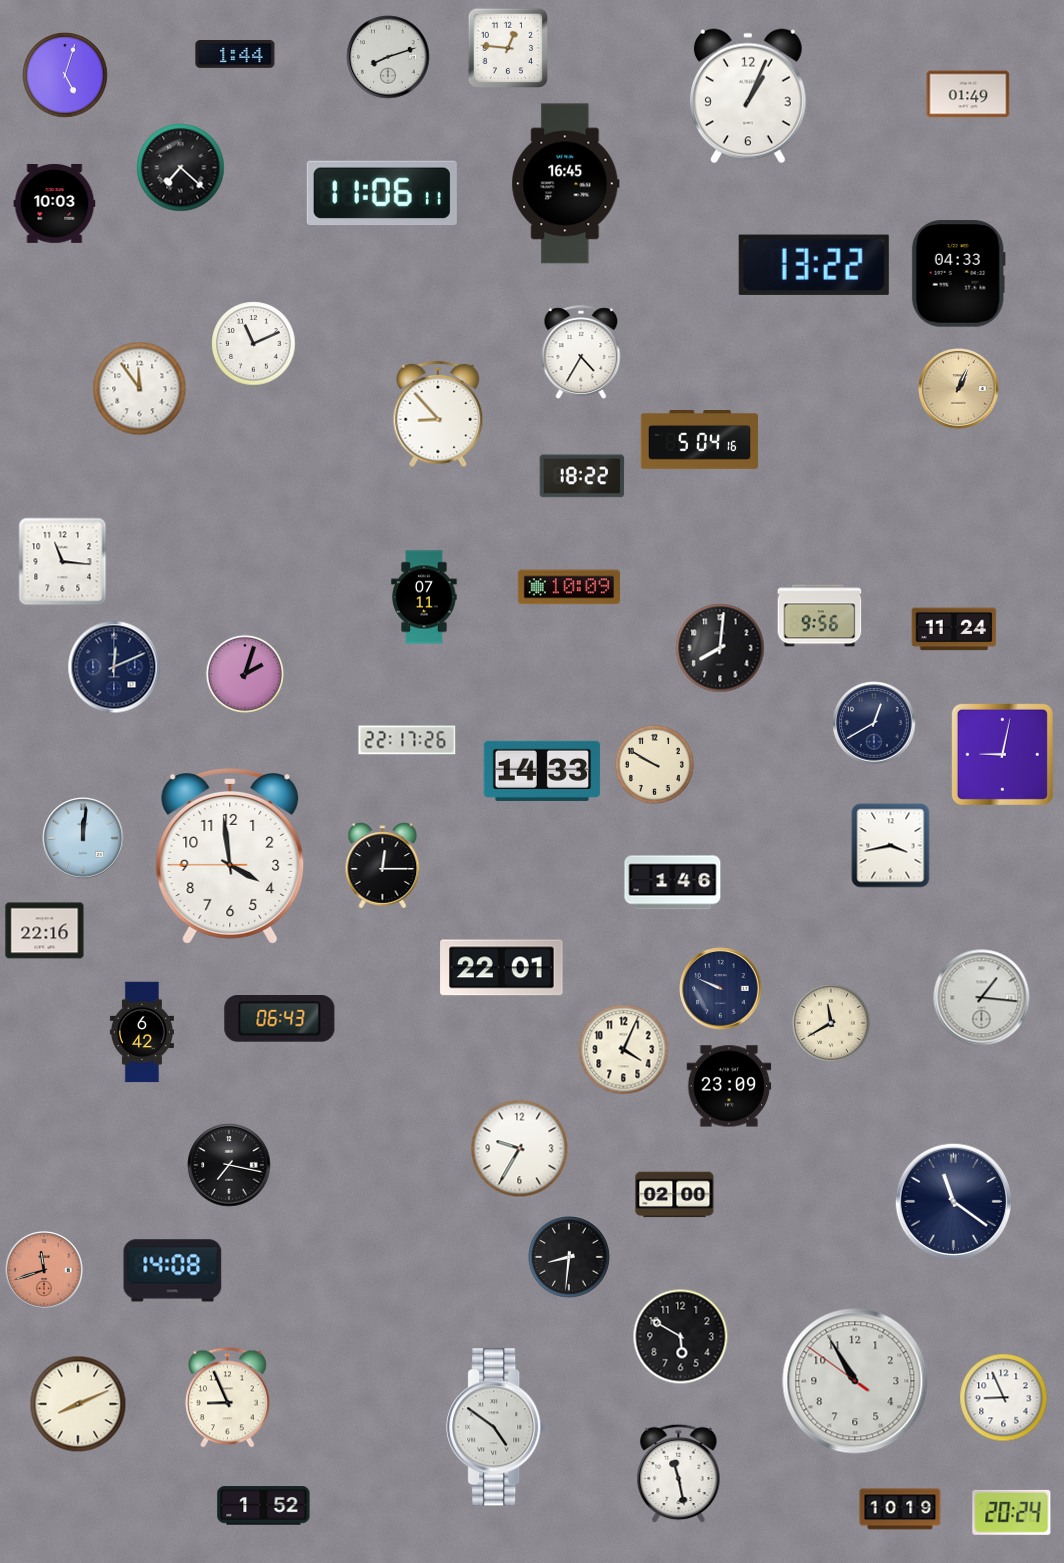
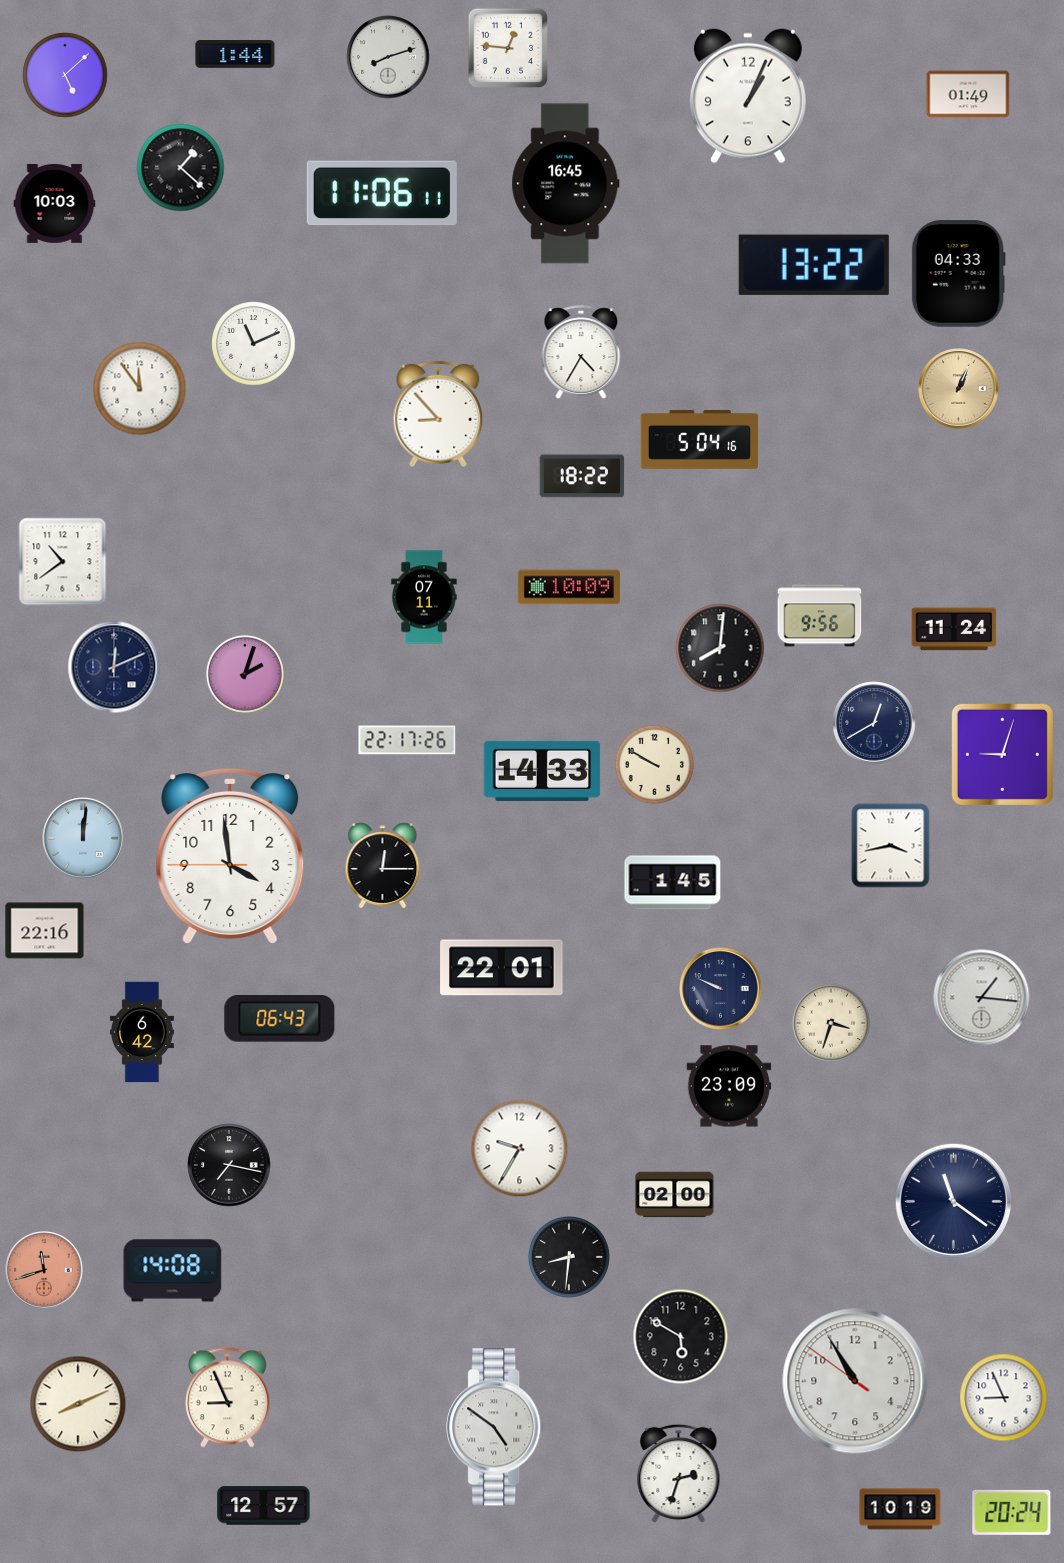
clock at (65, 75): 5:03 -> 5:08
clock at (181, 168): 7:22 -> 1:22
clock at (63, 562): 11:16 -> 10:39
clock at (1002, 754): 9:02 -> 9:03
clock at (673, 883): 1:46 -> 1:45
clock at (831, 1023): 11:40 -> 3:33
clock at (624, 1050): 4:04 -> none
clock at (679, 1474): 11:28 -> 2:33
clock at (264, 1506): 1:52 -> 12:57
